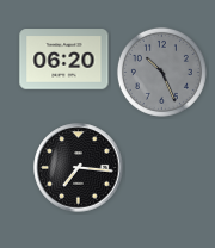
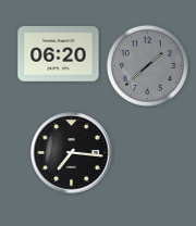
clock at (161, 72): 10:26 -> 1:38
